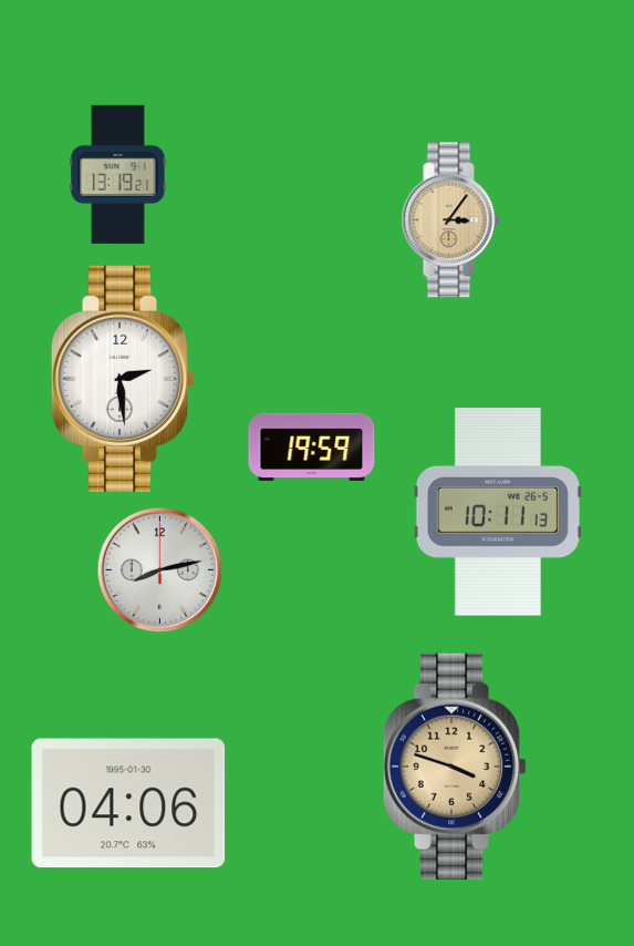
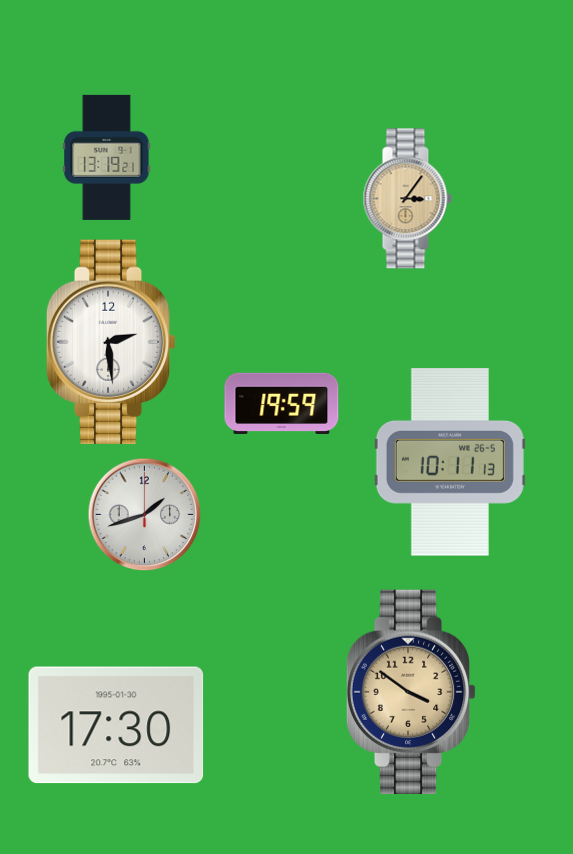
clock at (160, 570): 8:13 -> 1:42
clock at (455, 765): 3:48 -> 3:51
clock at (128, 803): 04:06 -> 17:30
